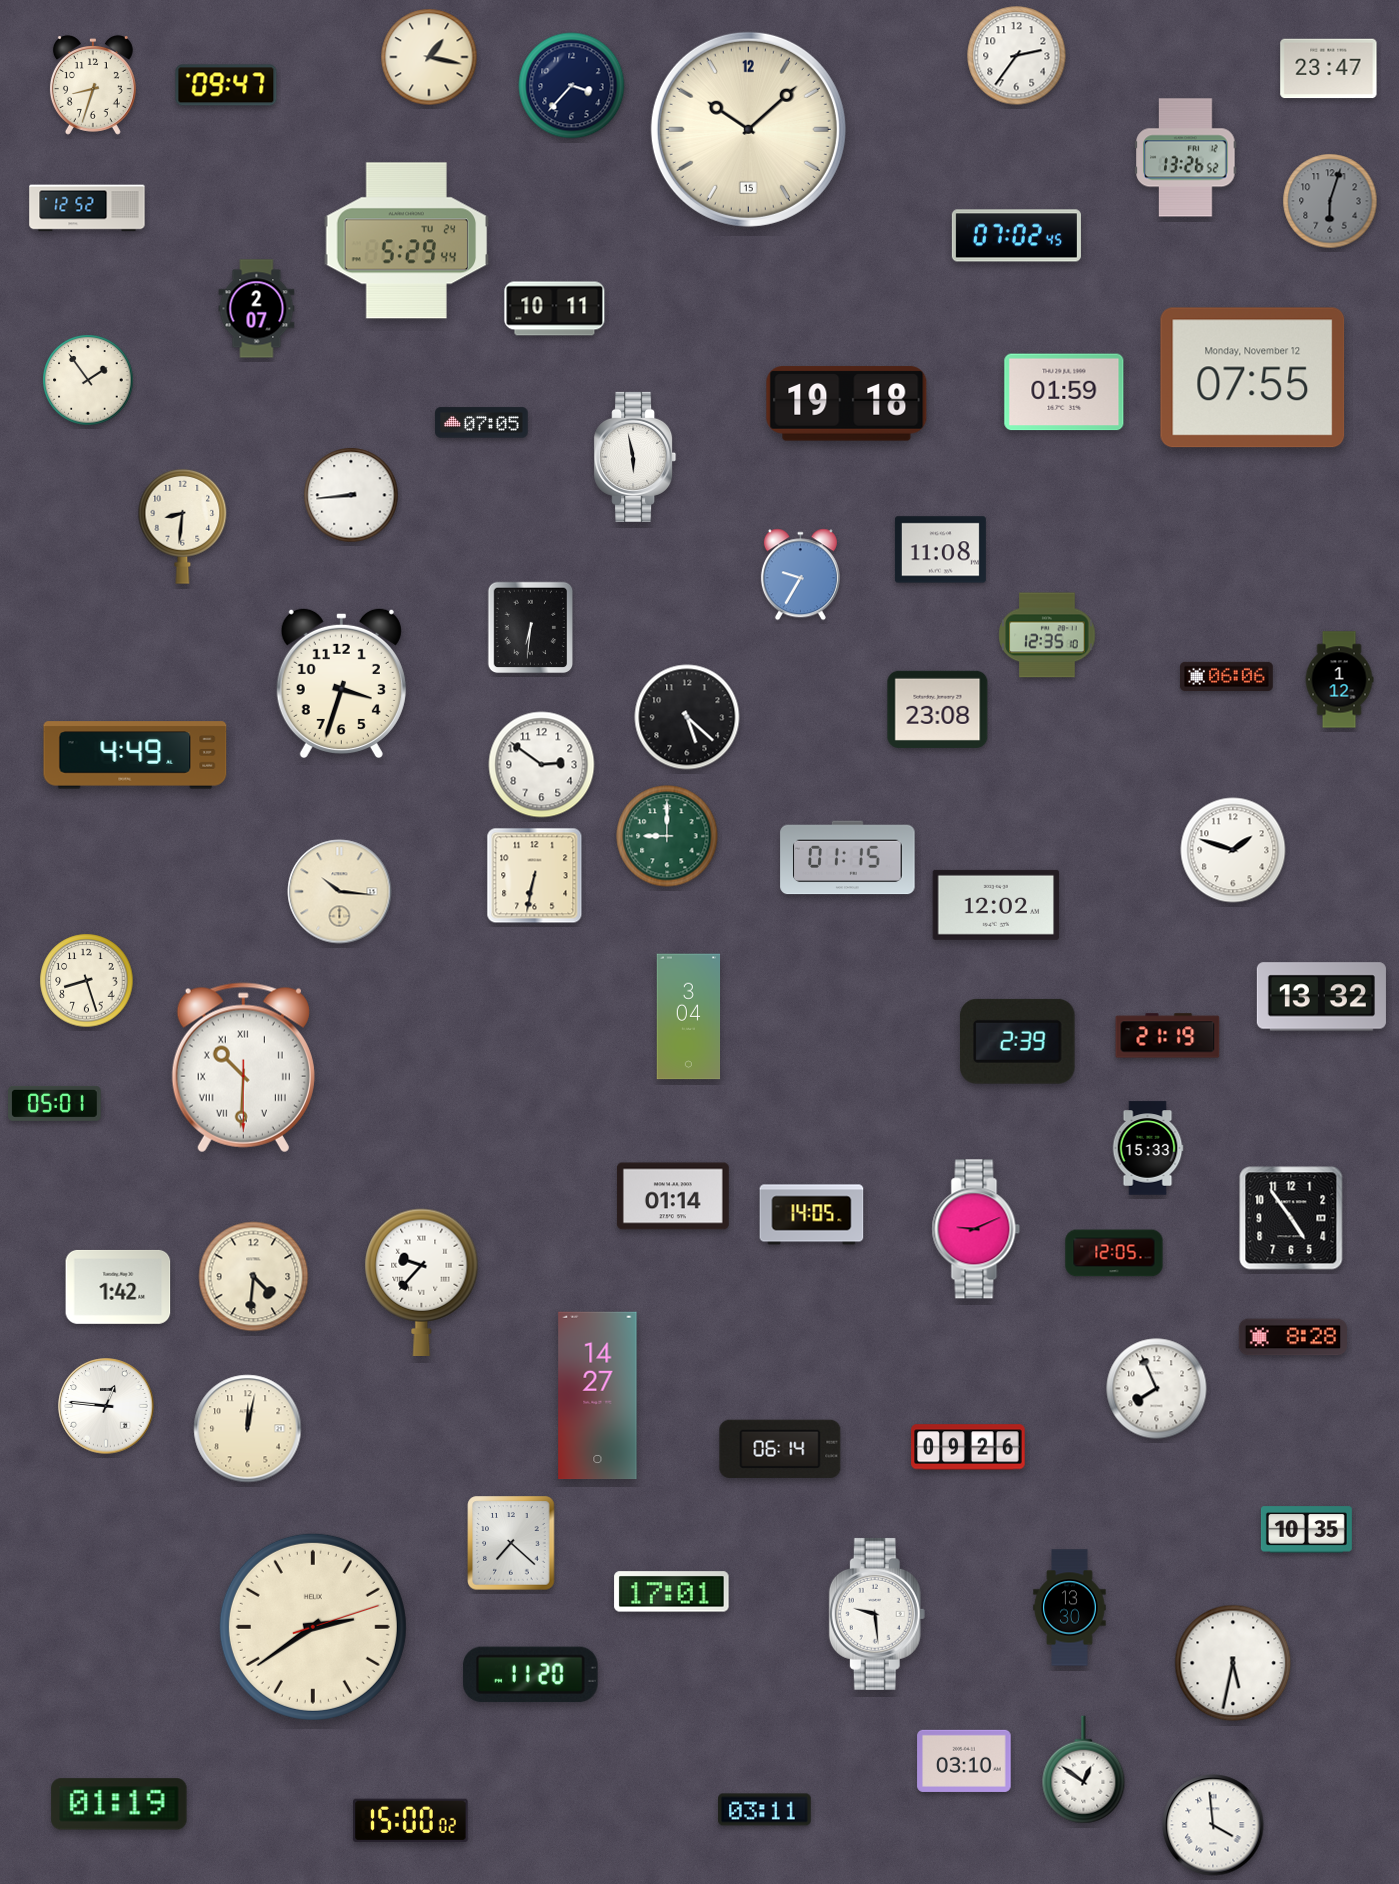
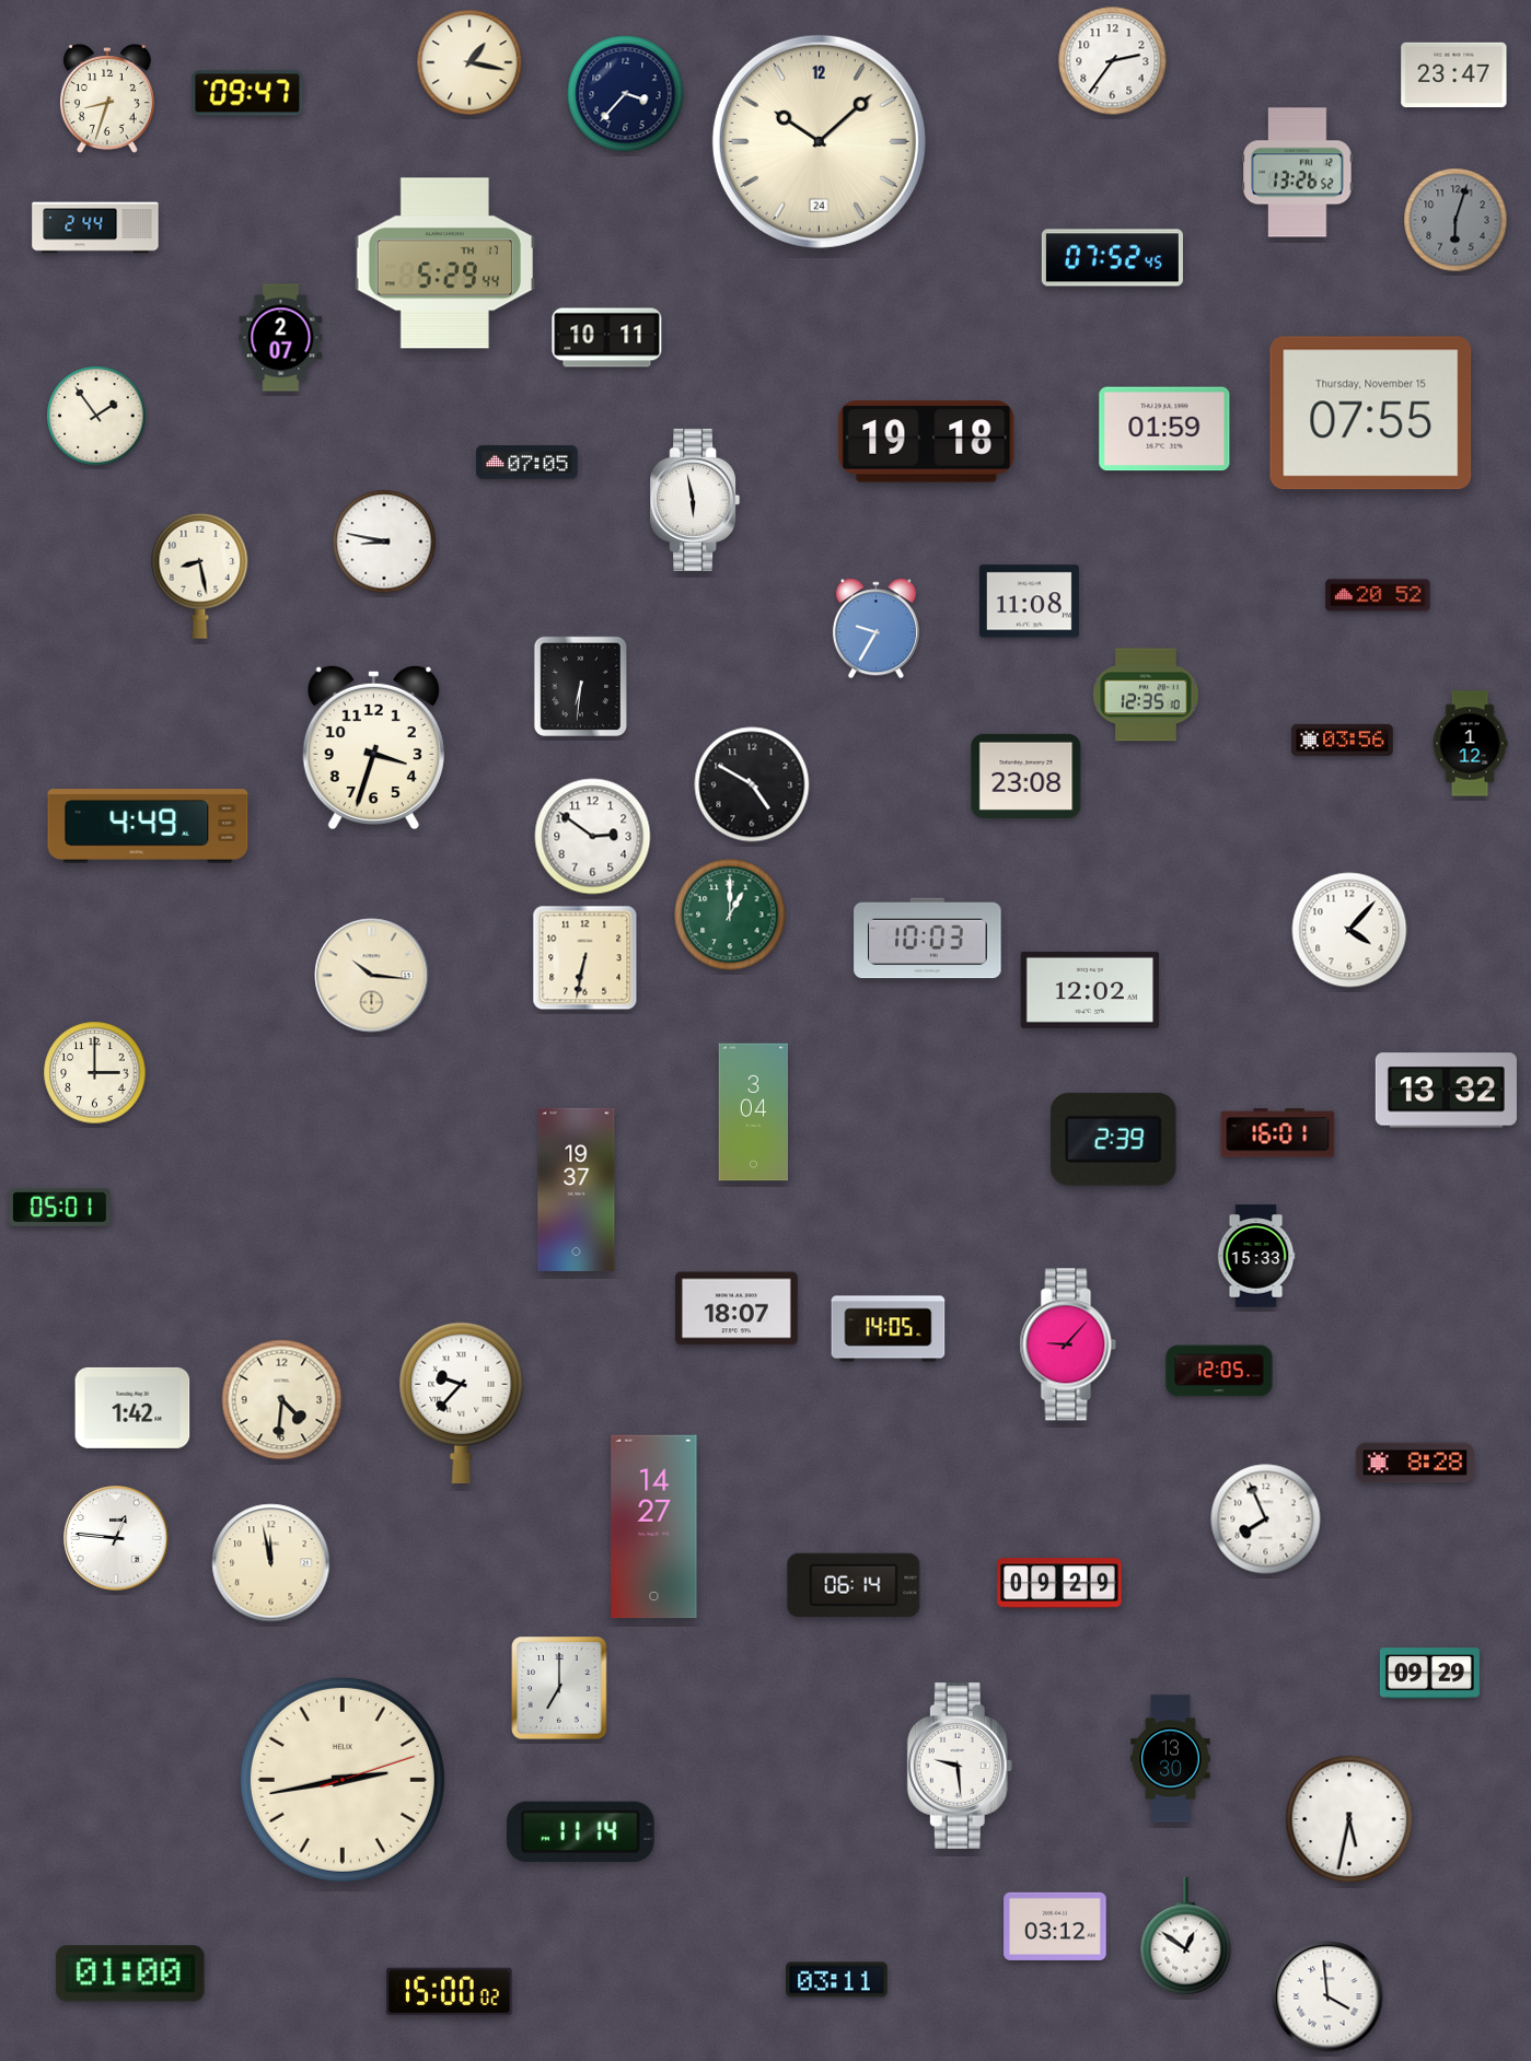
clock at (93, 85) position: (93, 85) -> (107, 98)
clock at (748, 129) date: 15 -> 24
clock at (87, 208): 12:52 -> 2:44
clock at (1016, 236): 07:02 -> 07:52
clock at (407, 241) date: TU 24 -> TH 17
clock at (1253, 378) date: Monday, November 12 -> Thursday, November 15
clock at (351, 495): 8:44 -> 8:47
clock at (183, 526): 8:31 -> 8:28
clock at (1378, 595): none -> 20:52
clock at (1227, 676): 06:06 -> 03:56
clock at (1339, 680) position: (1339, 680) -> (1470, 744)
clock at (687, 717): 5:22 -> 4:50
clock at (667, 836): 9:00 -> 1:00
clock at (1233, 850): 1:48 -> 4:07
clock at (848, 858): 01:15 -> 10:03
clock at (87, 981): 8:27 -> 3:00
clock at (1168, 1036): 21:19 -> 16:01
clock at (243, 1068): 10:30 -> none
clock at (577, 1189): none -> 19:37
clock at (673, 1196): 01:14 -> 18:07
clock at (1291, 1218): 4:54 -> none
clock at (976, 1229): 9:11 -> 9:07
clock at (254, 1277) position: (254, 1277) -> (282, 1400)
clock at (118, 1287) position: (118, 1287) -> (132, 1408)
clock at (248, 1429): 12:02 -> 11:58
clock at (968, 1447): 09:26 -> 09:29
clock at (1306, 1530): 10:35 -> 09:29
clock at (511, 1543): 7:22 -> 7:00
clock at (672, 1592): 17:01 -> none
clock at (313, 1627): 2:39 -> 2:43
clock at (531, 1675): 11:20 -> 11:14
clock at (964, 1761): 03:10 -> 03:12
clock at (119, 1804): 01:19 -> 01:00
